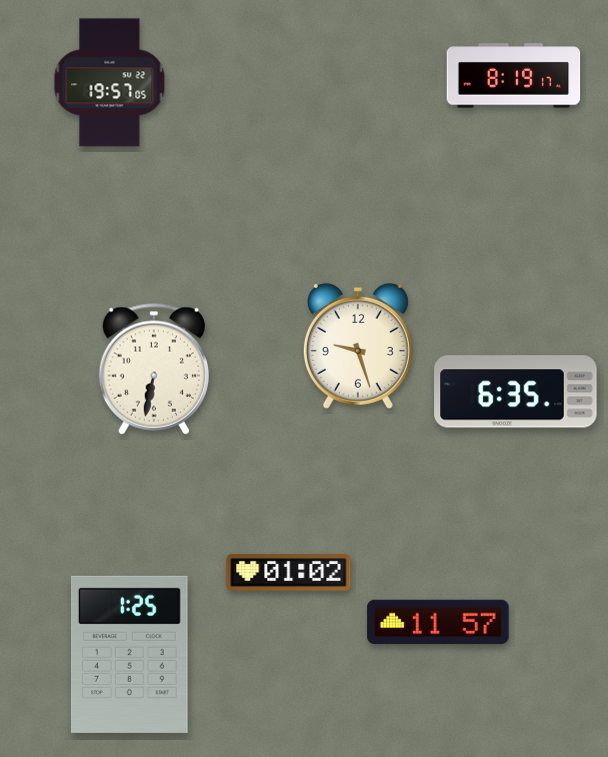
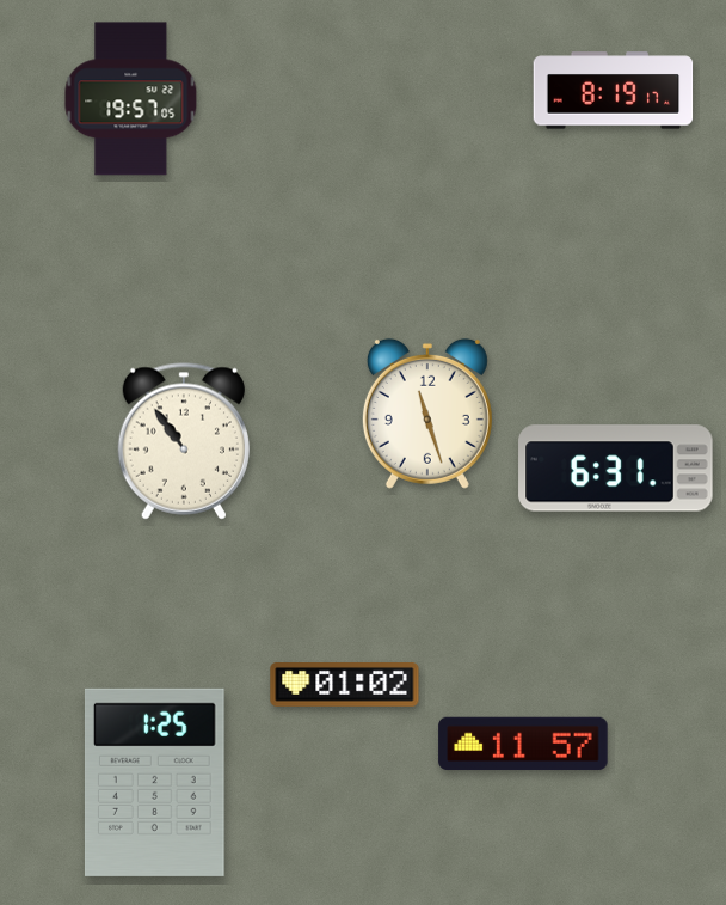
clock at (358, 346): 9:27 -> 11:27
clock at (154, 369): 6:32 -> 10:54
clock at (516, 392): 6:35 -> 6:31
